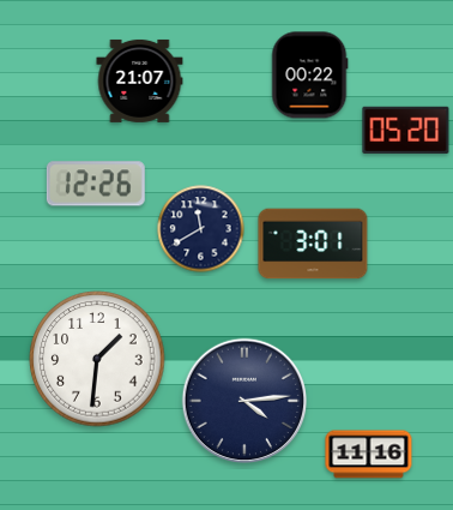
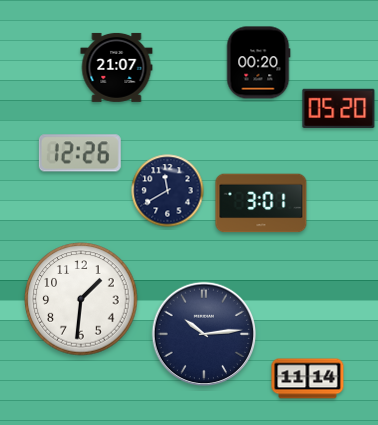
clock at (309, 76): 00:22 -> 00:20
clock at (244, 401): 4:14 -> 10:14
clock at (369, 455): 11:16 -> 11:14
